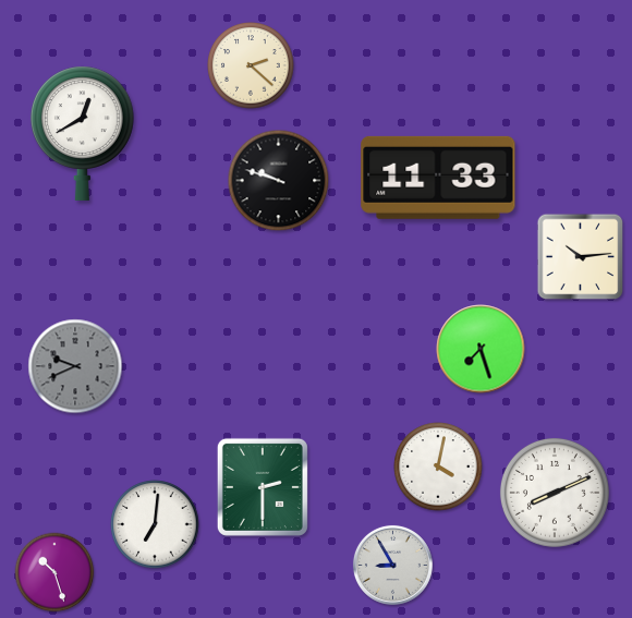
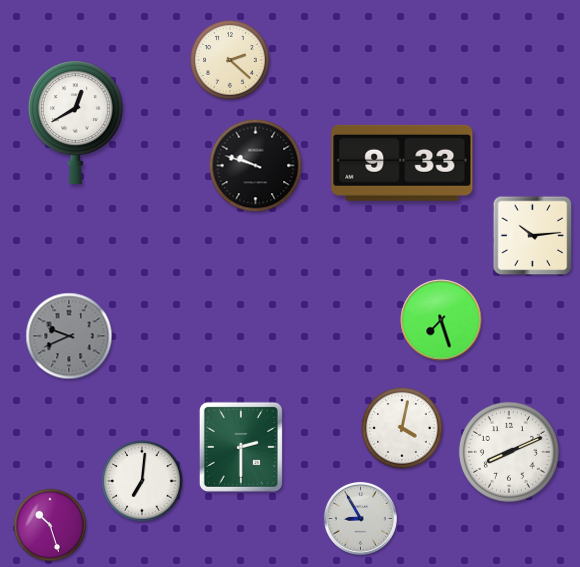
clock at (438, 178): 11:33 -> 9:33
